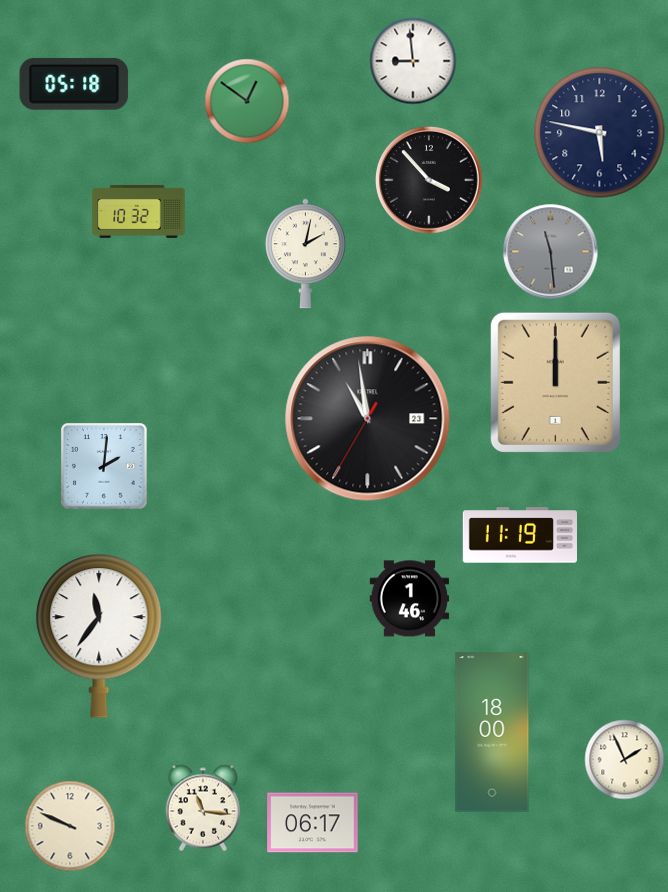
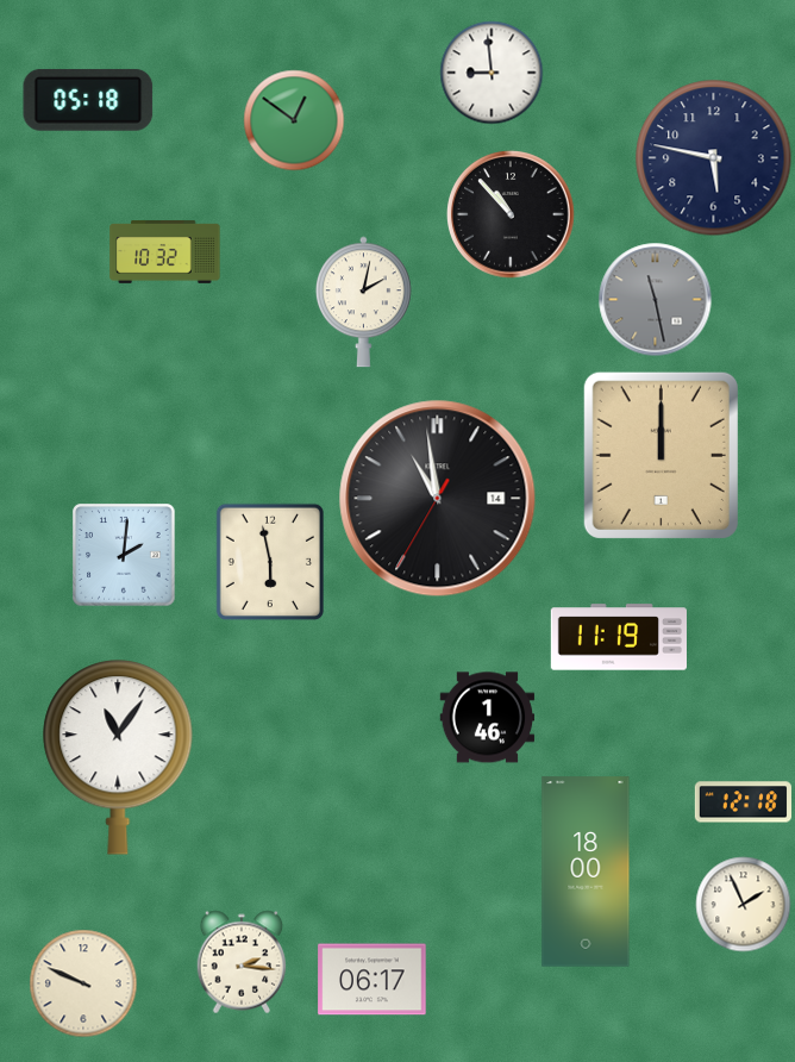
clock at (429, 180): 3:53 -> 10:53
clock at (551, 252): 11:29 -> 11:28
clock at (368, 419) date: 23 -> 14
clock at (270, 562): none -> 5:58
clock at (410, 599) position: (410, 599) -> (488, 718)
clock at (99, 636): 11:36 -> 11:06
clock at (743, 802): none -> 12:18
clock at (203, 808): 11:16 -> 2:16
